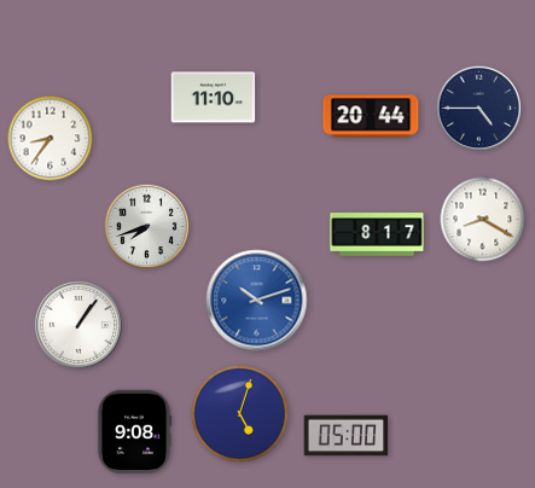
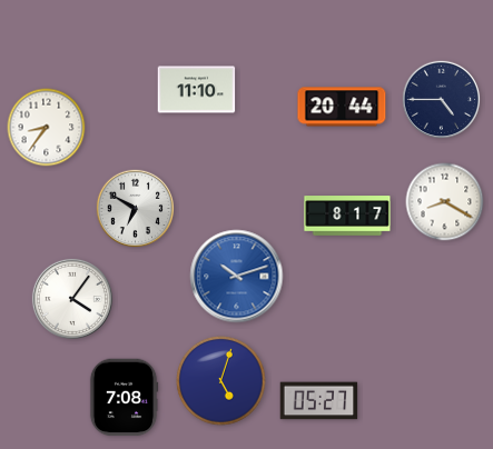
clock at (147, 227): 7:42 -> 6:50
clock at (78, 325): 1:06 -> 4:06
clock at (134, 432): 9:08 -> 7:08
clock at (347, 436): 05:00 -> 05:27
